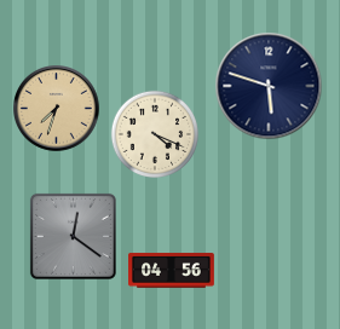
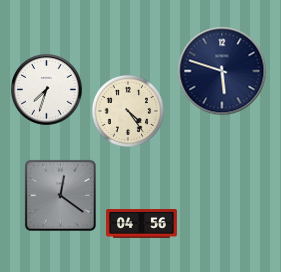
clock at (57, 109) dial: champagne -> white
clock at (155, 134): 4:19 -> 4:24
